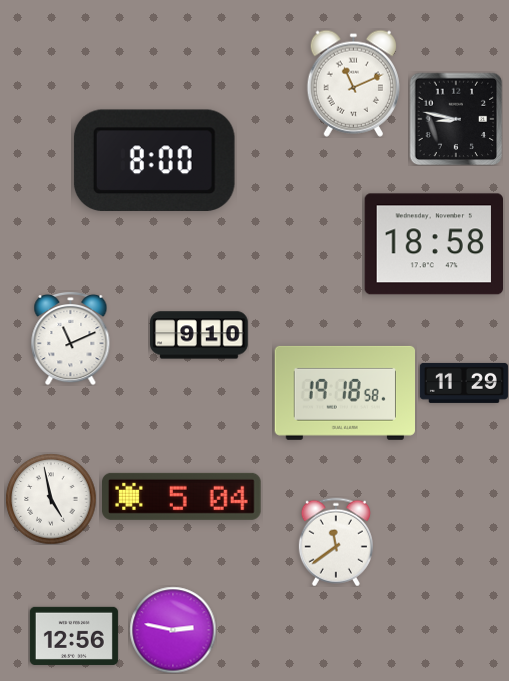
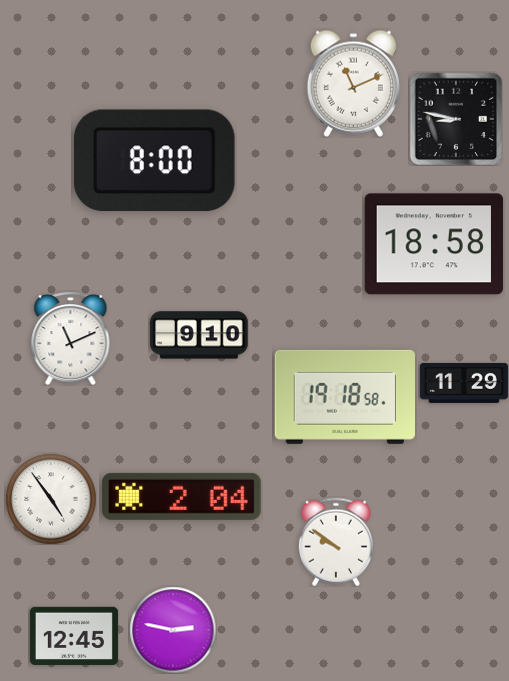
clock at (344, 393) position: (344, 393) -> (344, 397)
clock at (182, 496): 5:04 -> 2:04
clock at (51, 499): 4:58 -> 4:54
clock at (336, 542): 11:39 -> 9:51
clock at (74, 636): 12:56 -> 12:45
